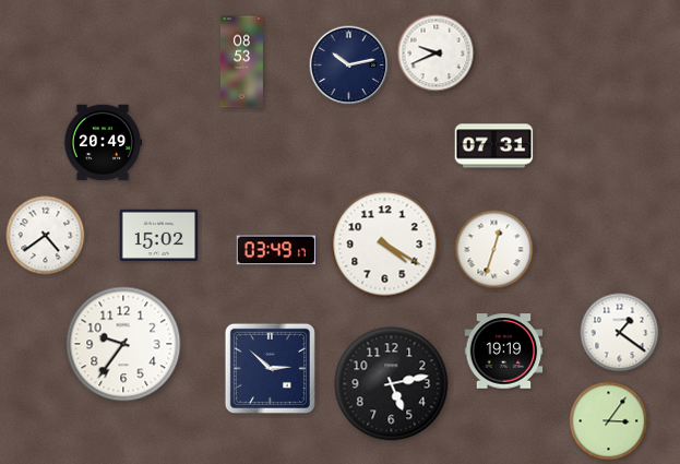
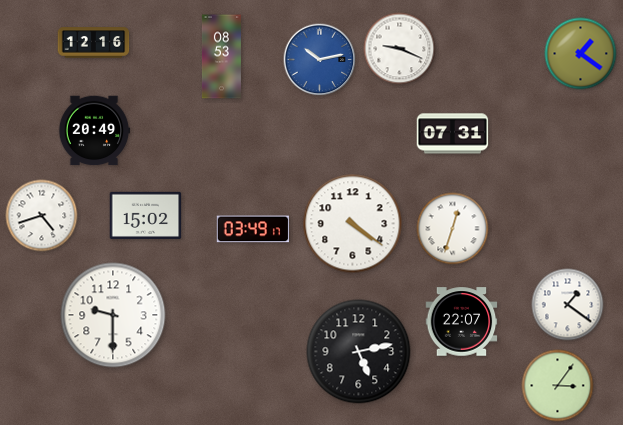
clock at (94, 43): none -> 12:16
clock at (437, 53): 9:41 -> 9:19
clock at (581, 54): none -> 1:21
clock at (349, 66) dial: navy -> blue
clock at (46, 236): 4:39 -> 4:42
clock at (385, 245): 4:20 -> 4:21
clock at (123, 344): 9:36 -> 9:30
clock at (504, 352): 19:19 -> 22:07
clock at (270, 368): 2:52 -> none
